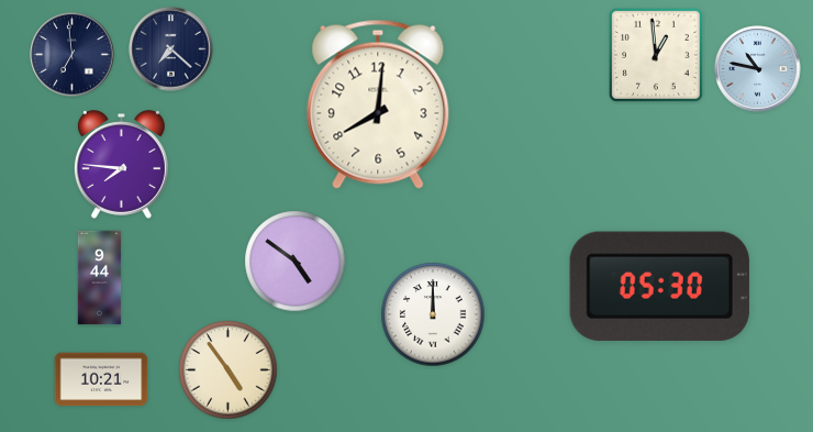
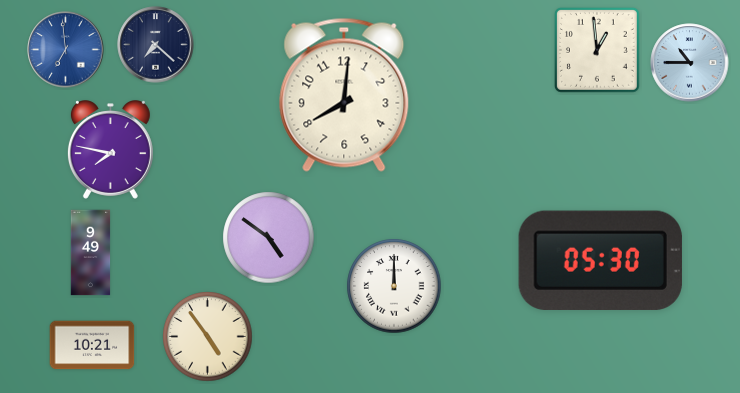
clock at (73, 55) dial: navy -> blue
clock at (758, 69): 10:47 -> 10:45
clock at (121, 165): 7:46 -> 7:47
clock at (100, 278): 9:44 -> 9:49
